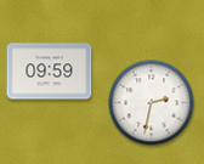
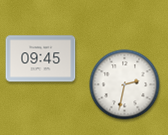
clock at (50, 72): 09:59 -> 09:45
